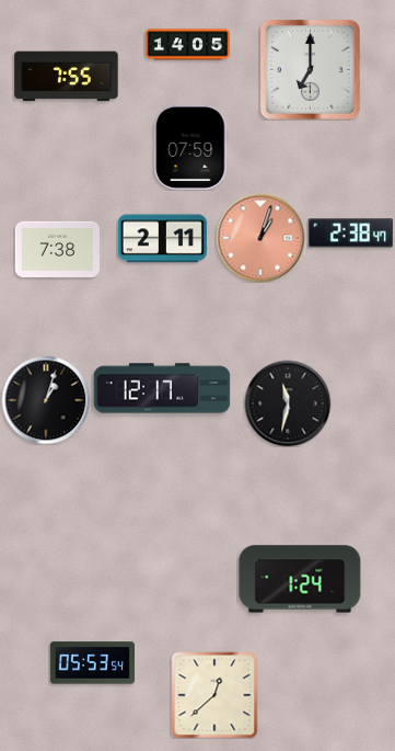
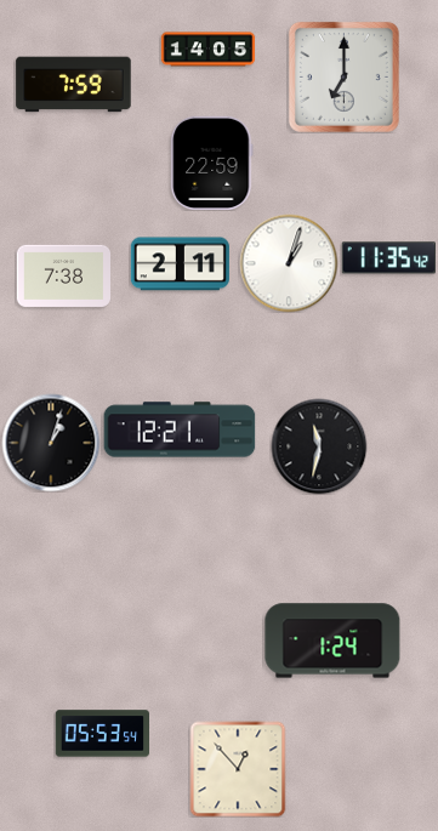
clock at (67, 77): 7:55 -> 7:59
clock at (191, 147): 07:59 -> 22:59
clock at (350, 234): 2:38 -> 11:35
clock at (260, 238) dial: salmon -> white
clock at (162, 388): 12:17 -> 12:21
clock at (214, 695): 12:38 -> 12:53
